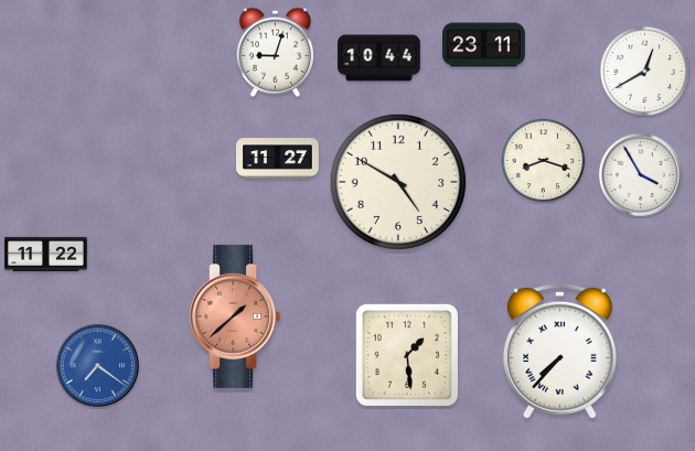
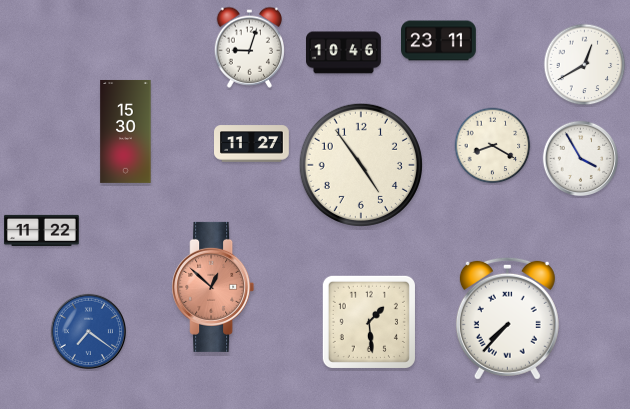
clock at (379, 58): 10:44 -> 10:46
clock at (126, 131): none -> 15:30
clock at (544, 161): 8:18 -> 8:20
clock at (398, 182): 4:50 -> 4:54
clock at (235, 316): 1:38 -> 12:52
